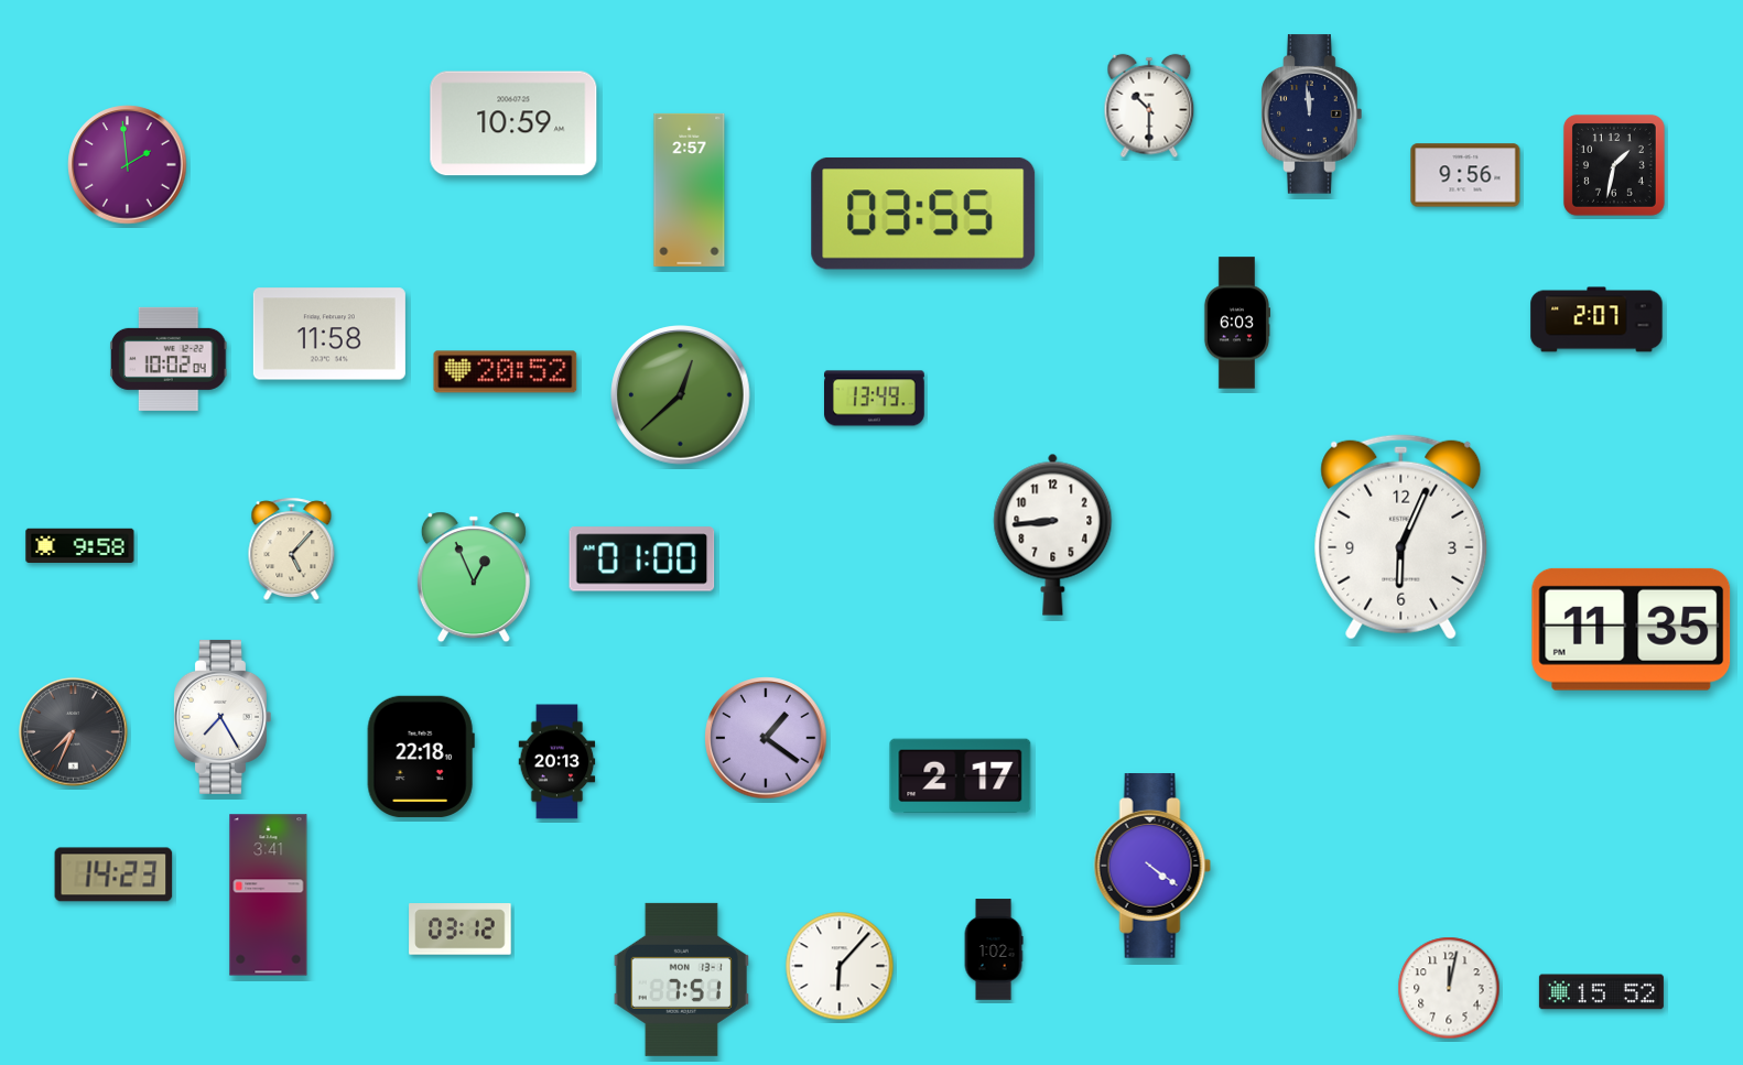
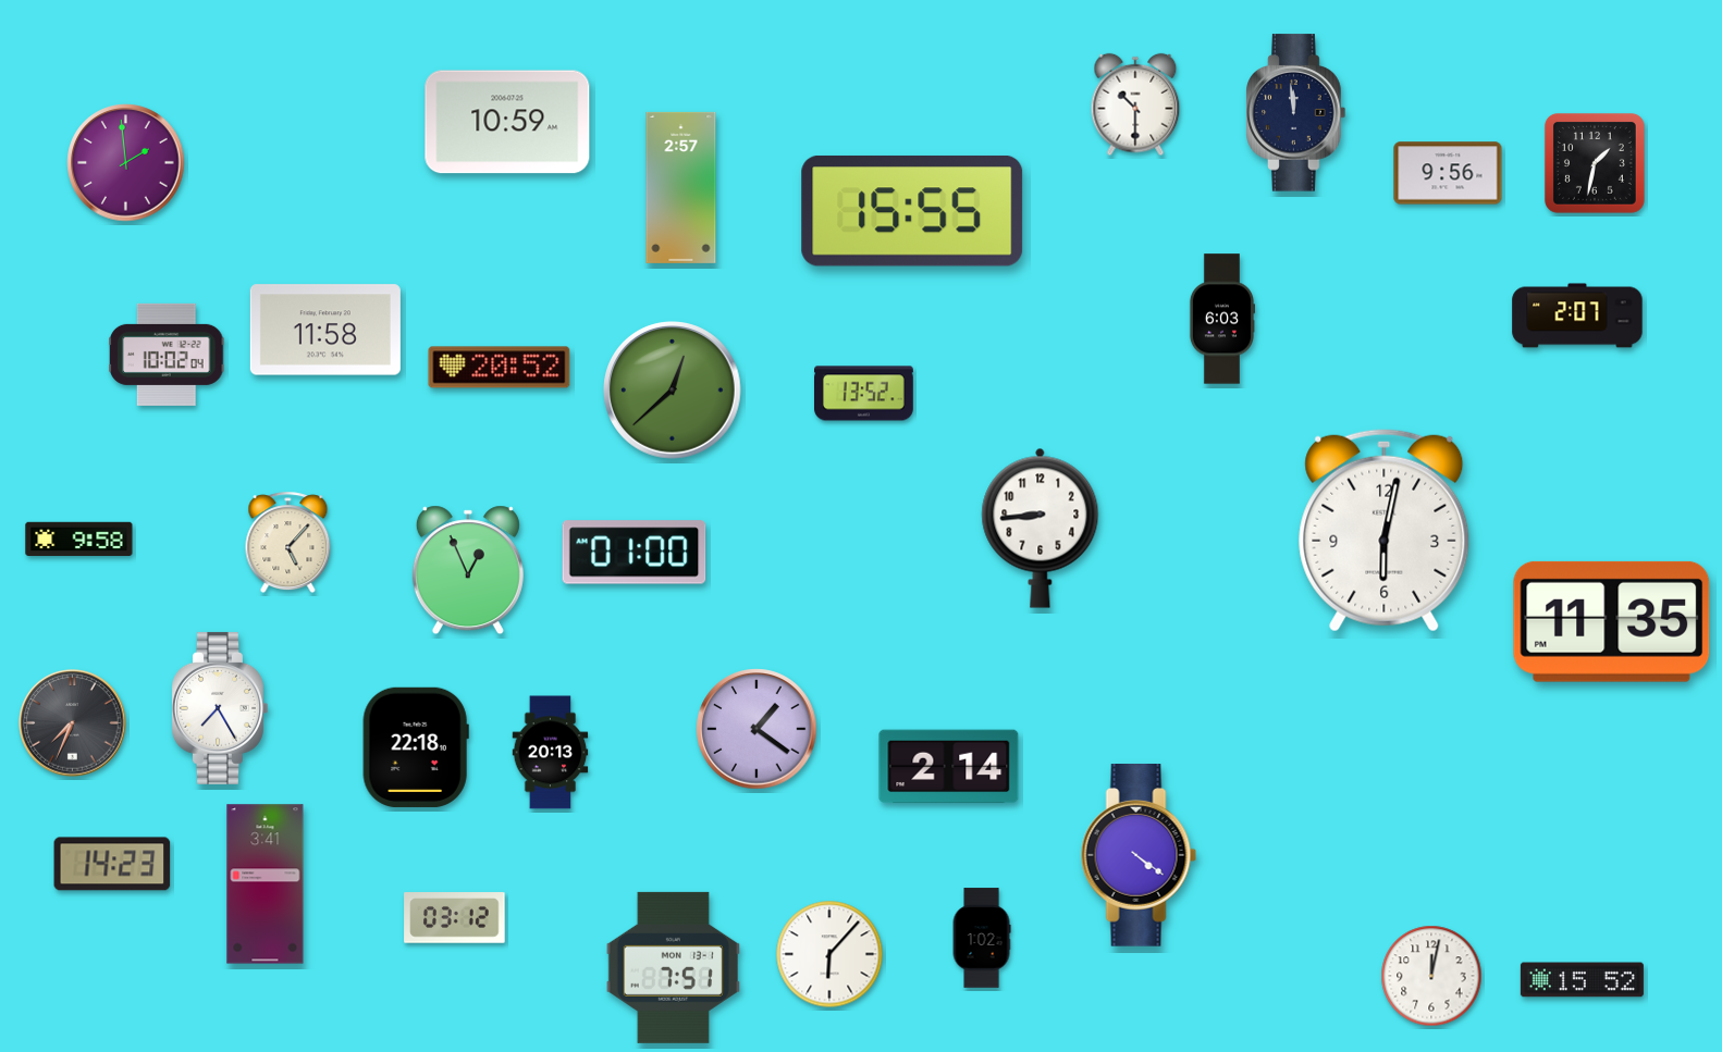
clock at (923, 214): 03:55 -> 15:55
clock at (875, 399): 13:49 -> 13:52
clock at (1401, 536): 6:04 -> 6:02
clock at (961, 776): 2:17 -> 2:14
